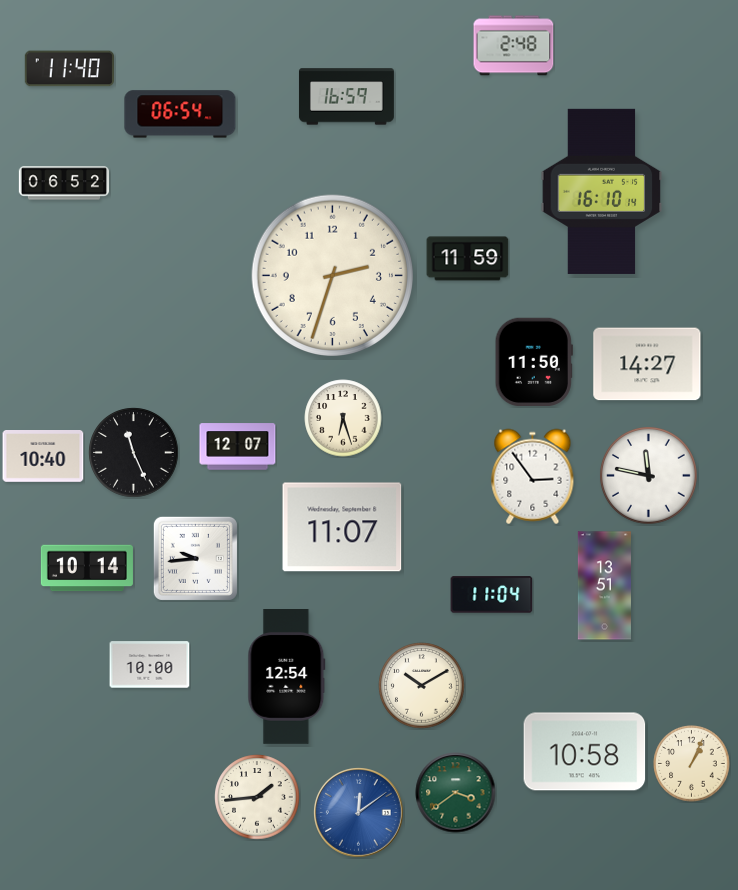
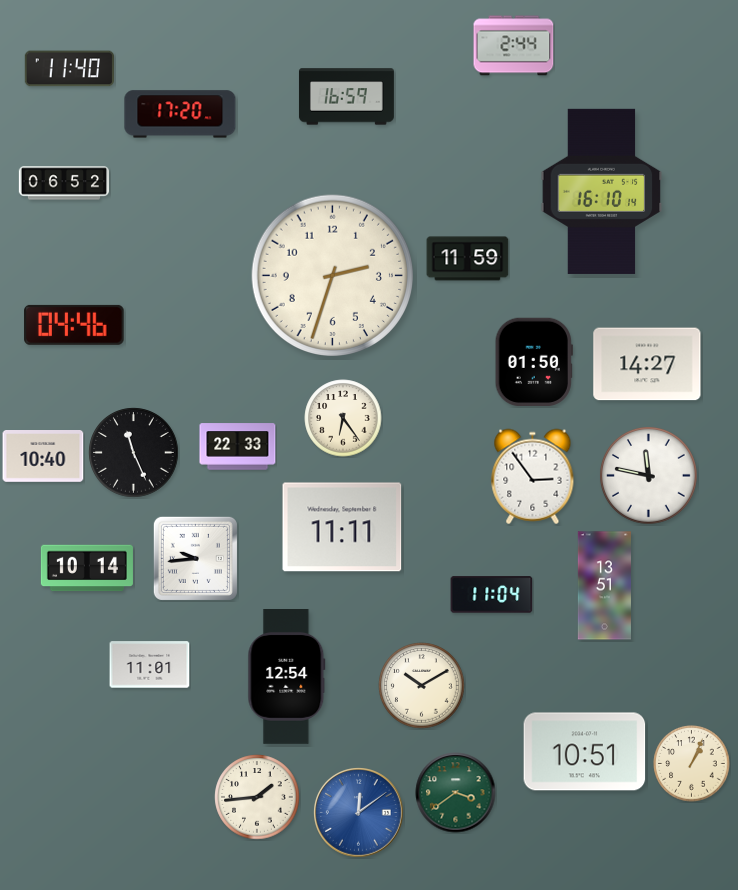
clock at (514, 46): 2:48 -> 2:44
clock at (180, 114): 06:54 -> 17:20
clock at (74, 325): none -> 04:46
clock at (534, 361): 11:50 -> 01:50
clock at (343, 418): 6:27 -> 6:24
clock at (238, 447): 12:07 -> 22:33
clock at (342, 527): 11:07 -> 11:11
clock at (150, 665): 10:00 -> 11:01
clock at (585, 752): 10:58 -> 10:51
